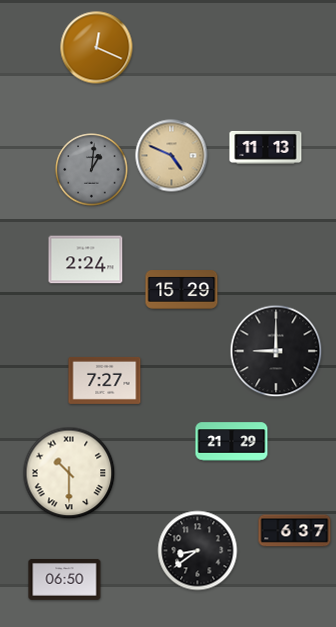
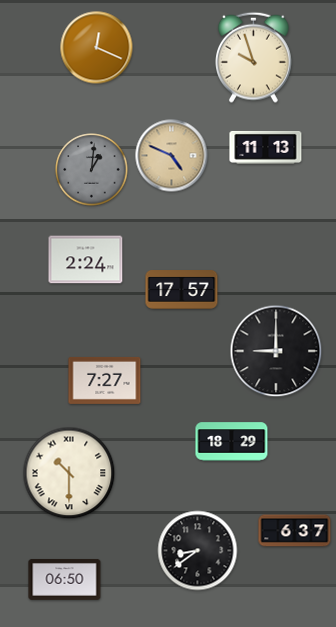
clock at (254, 57): none -> 9:57
clock at (182, 290): 15:29 -> 17:57
clock at (232, 442): 21:29 -> 18:29
